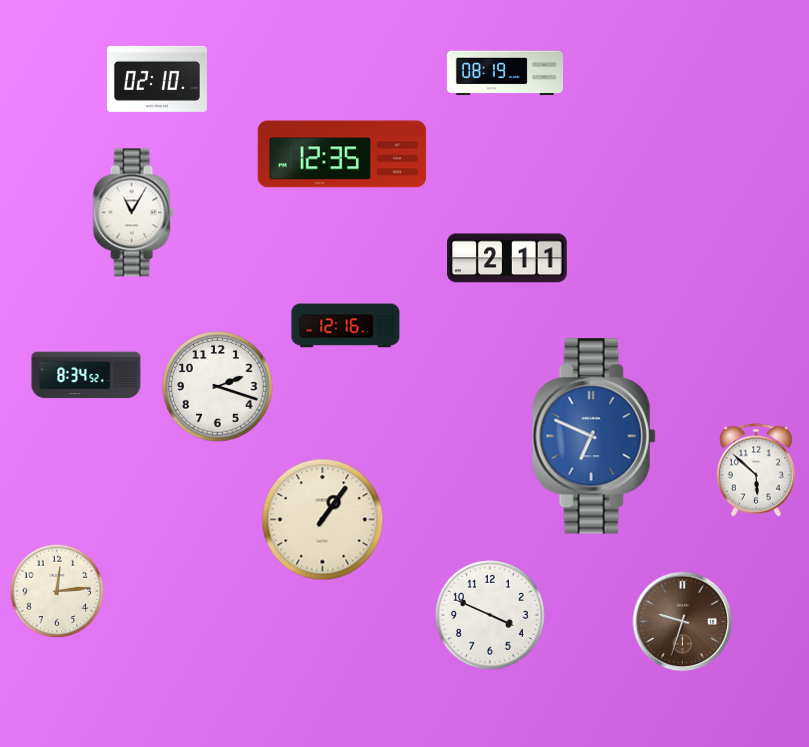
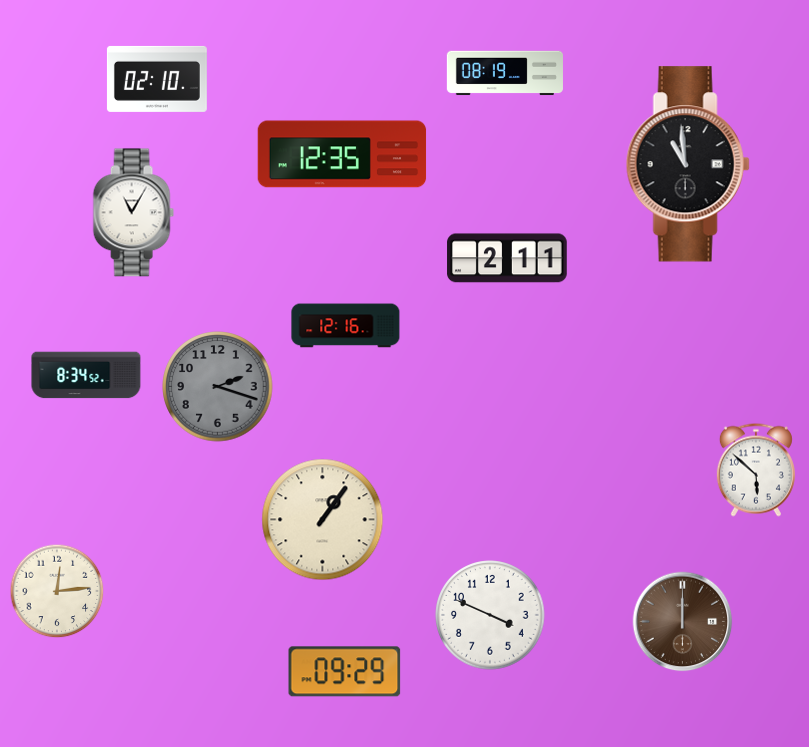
clock at (688, 164): none -> 10:59
clock at (218, 387) dial: white -> grey
clock at (594, 436): 6:49 -> none
clock at (683, 622): 9:33 -> 12:00
clock at (345, 672): none -> 09:29
